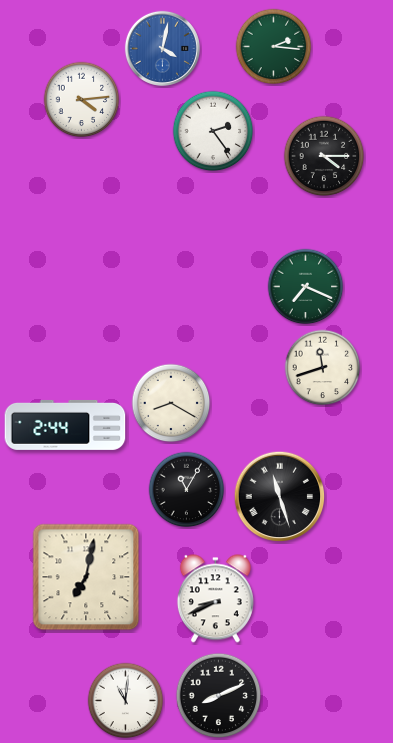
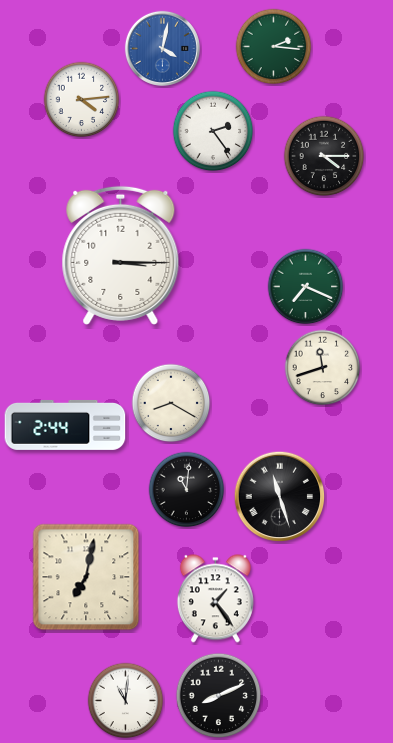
clock at (121, 255): none -> 3:15
clock at (187, 490): 11:05 -> 11:01
clock at (215, 599): 8:41 -> 1:24
